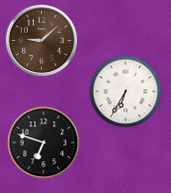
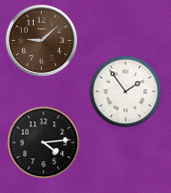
clock at (126, 92): 6:35 -> 1:54
clock at (44, 143): 6:48 -> 4:14
